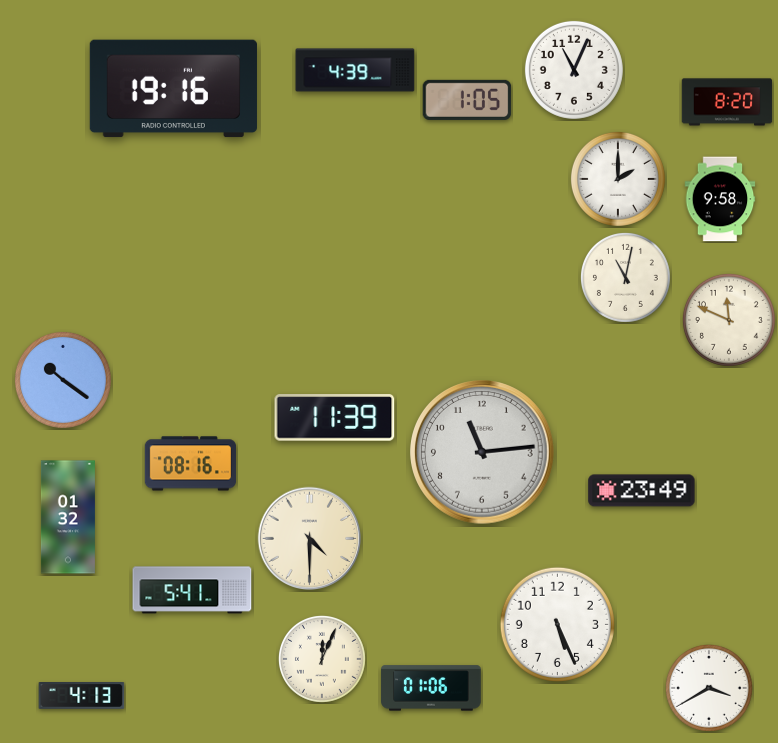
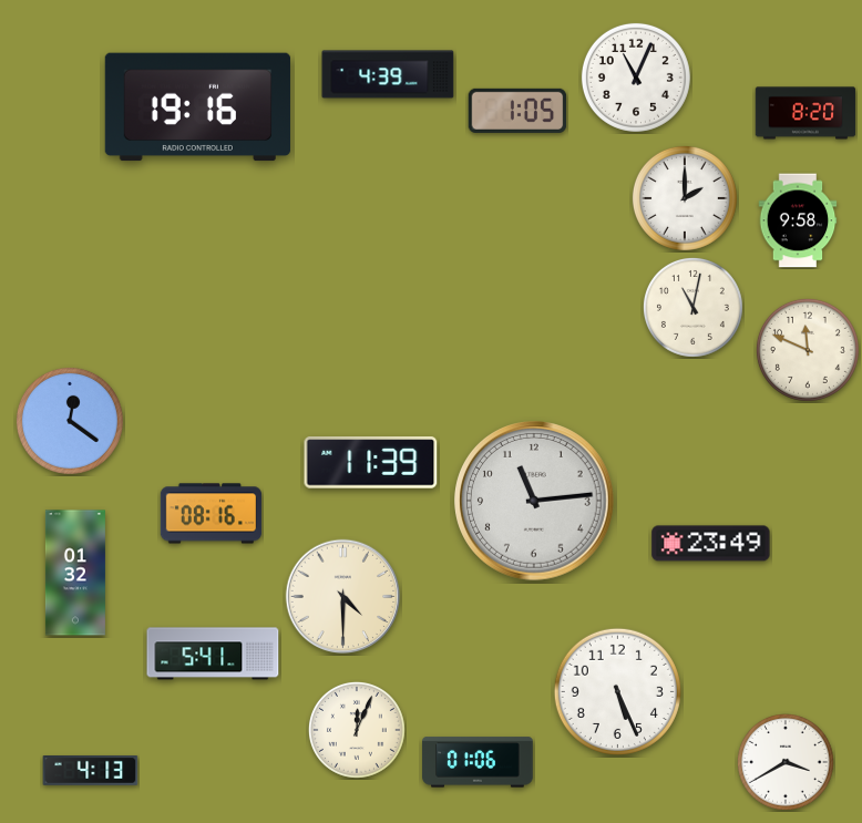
clock at (355, 70) position: (355, 70) -> (388, 74)
clock at (173, 89) position: (173, 89) -> (197, 107)
clock at (729, 320) position: (729, 320) -> (808, 350)
clock at (63, 380): 10:21 -> 12:21
